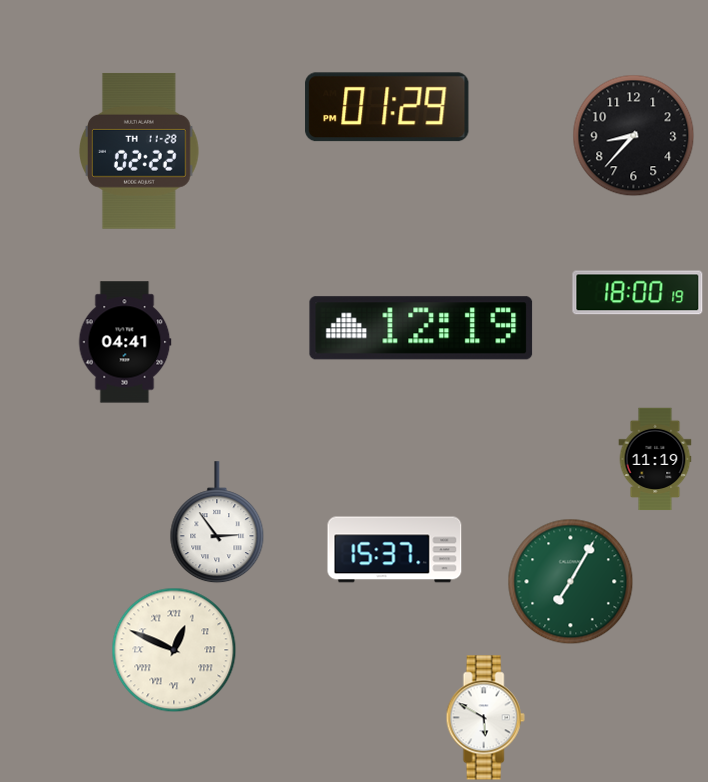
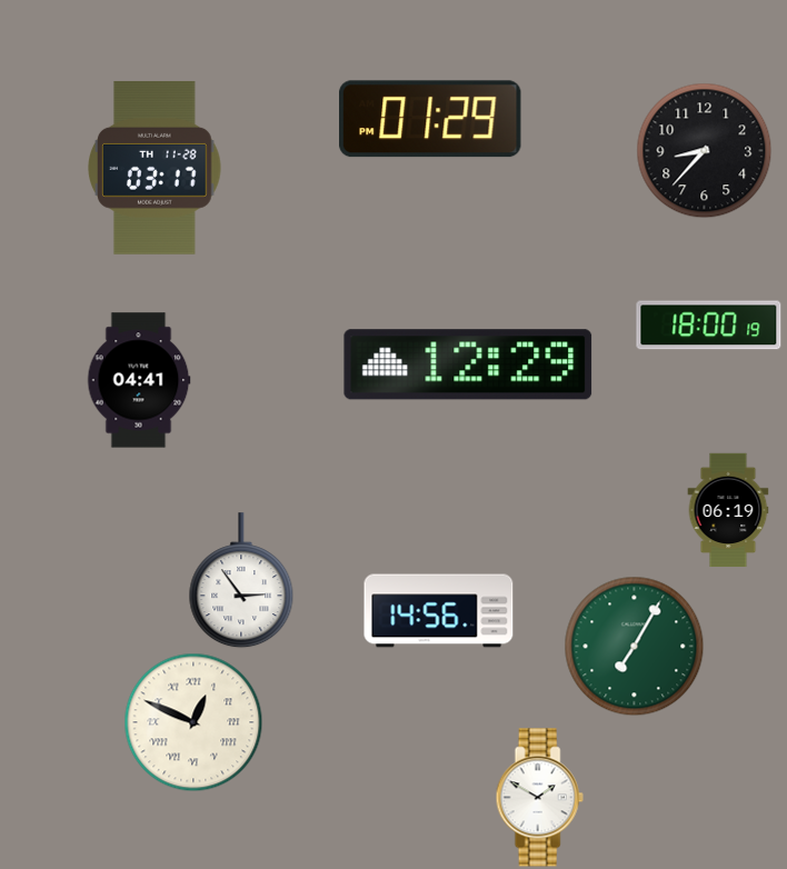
clock at (140, 151): 02:22 -> 03:17
clock at (421, 328): 12:19 -> 12:29
clock at (655, 459): 11:19 -> 06:19
clock at (395, 550): 15:37 -> 14:56
clock at (485, 718): 5:50 -> 1:50
